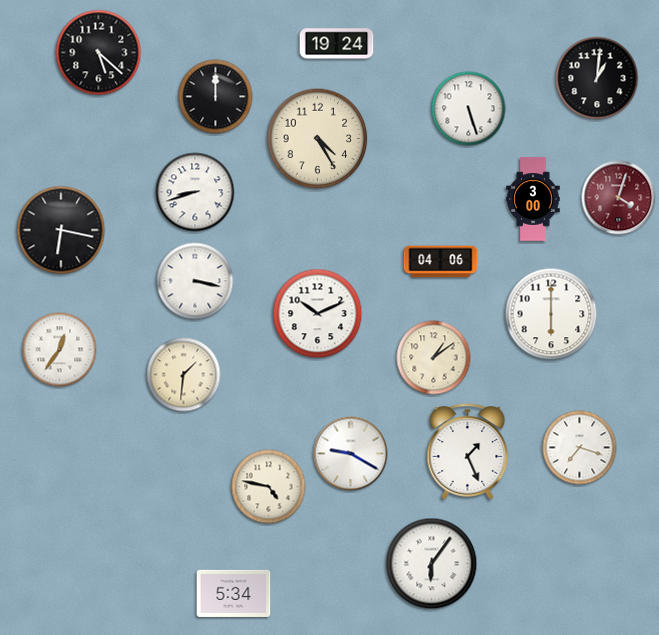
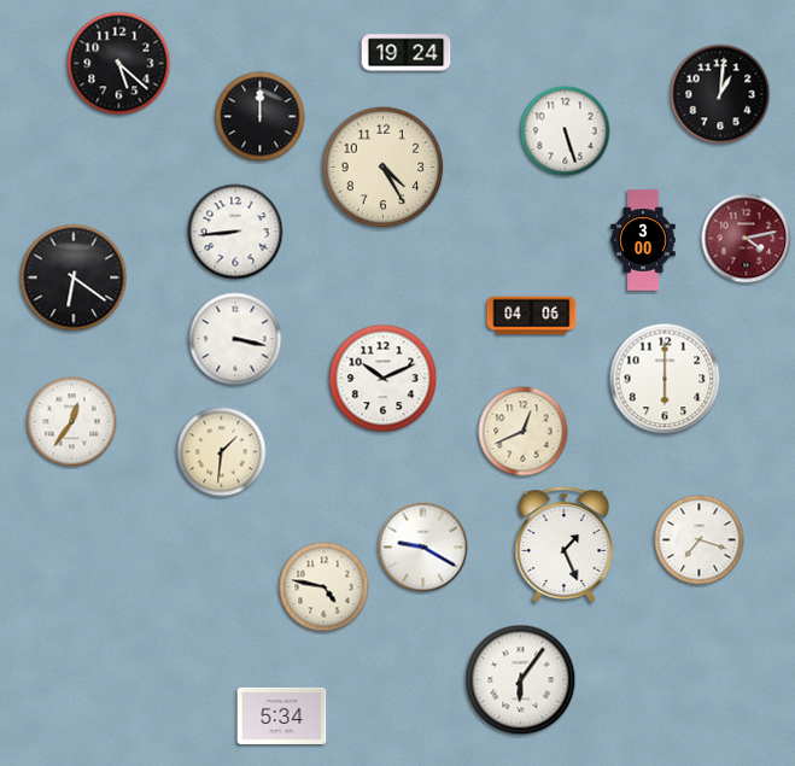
clock at (195, 192): 8:42 -> 8:44
clock at (619, 198): 4:03 -> 4:13
clock at (61, 230): 6:17 -> 6:21
clock at (434, 358): 1:09 -> 12:41
